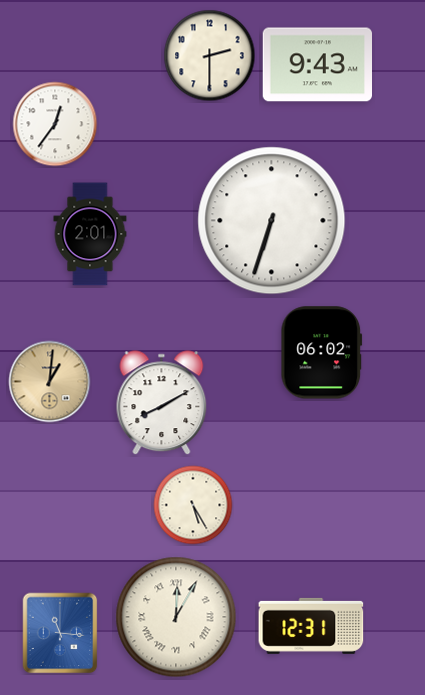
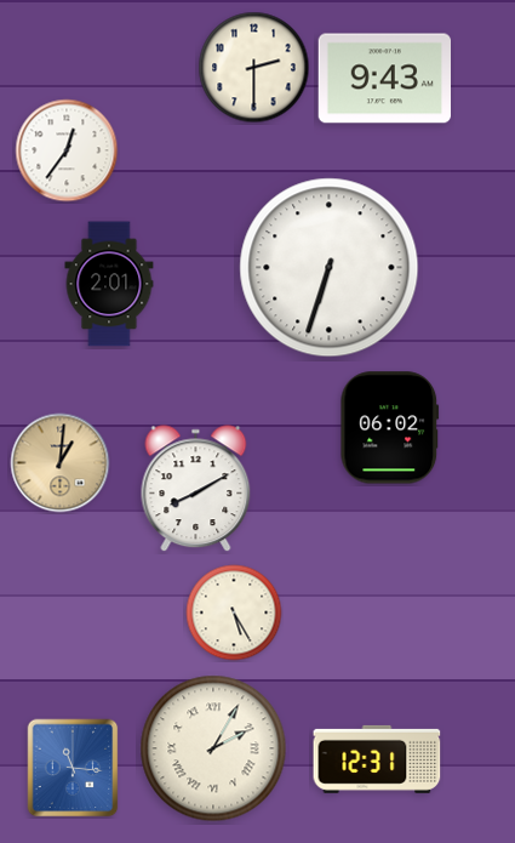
clock at (176, 617): 12:05 -> 2:05
